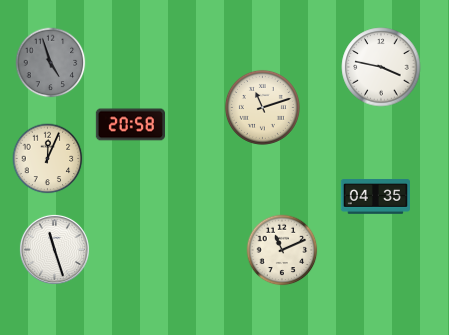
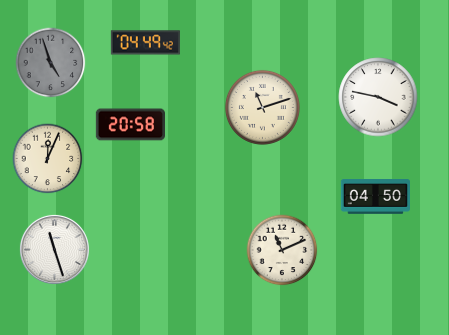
clock at (145, 43): none -> 04:49
clock at (381, 67) position: (381, 67) -> (378, 97)
clock at (375, 197): 04:35 -> 04:50
